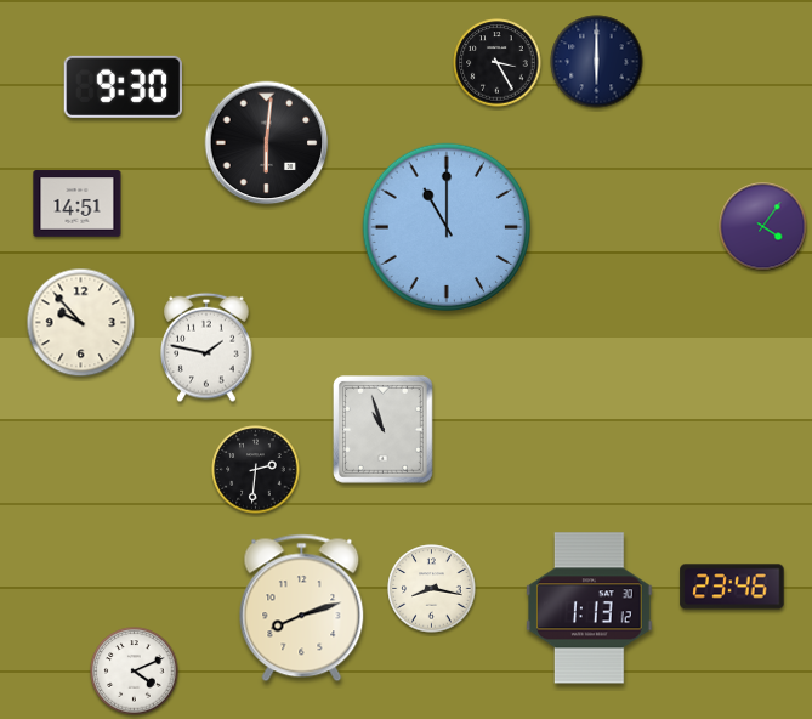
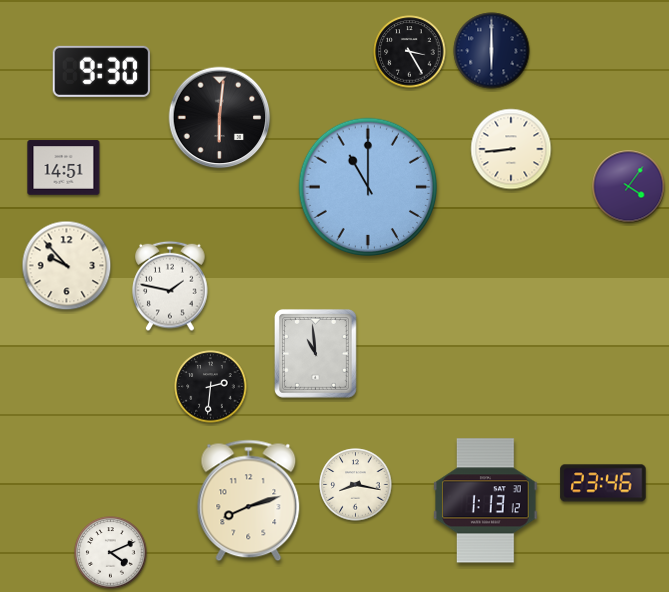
clock at (511, 149): none -> 8:44
clock at (382, 430): 10:57 -> 10:59
